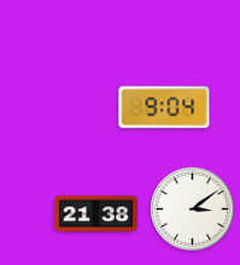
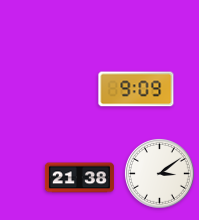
clock at (164, 107): 9:04 -> 9:09
